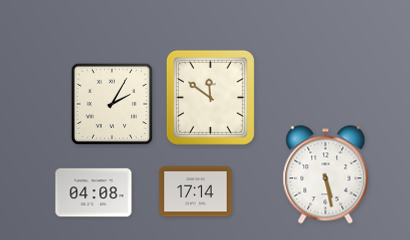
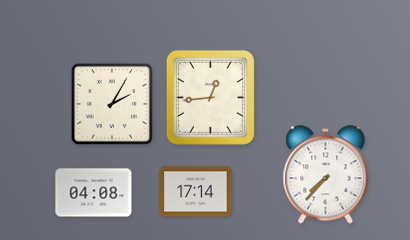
clock at (210, 97): 11:51 -> 12:44
clock at (326, 175): 5:28 -> 7:37
